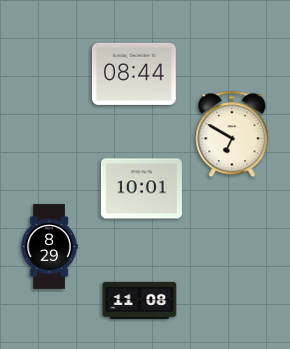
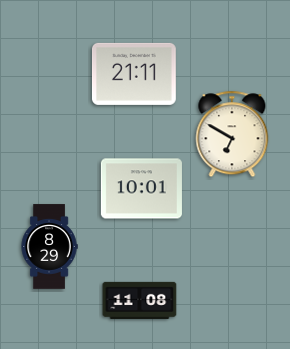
clock at (134, 74): 08:44 -> 21:11
